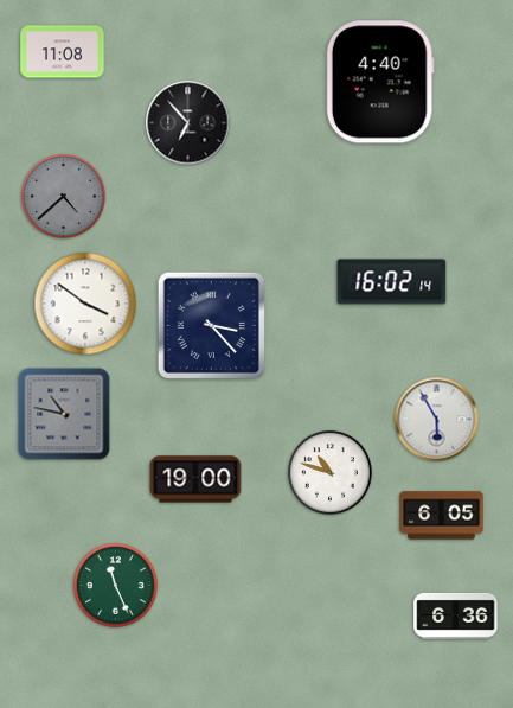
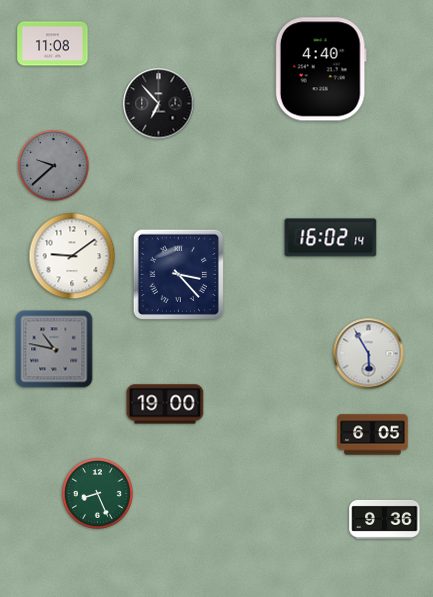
clock at (63, 196): 4:38 -> 9:38
clock at (85, 304): 3:51 -> 9:09
clock at (329, 472): 10:48 -> none
clock at (115, 585): 11:26 -> 8:26
clock at (456, 615): 6:36 -> 9:36
